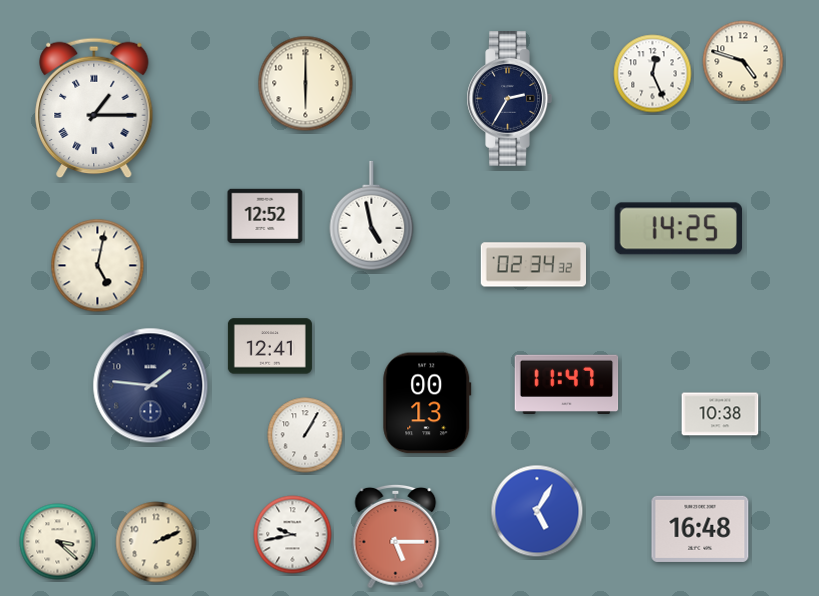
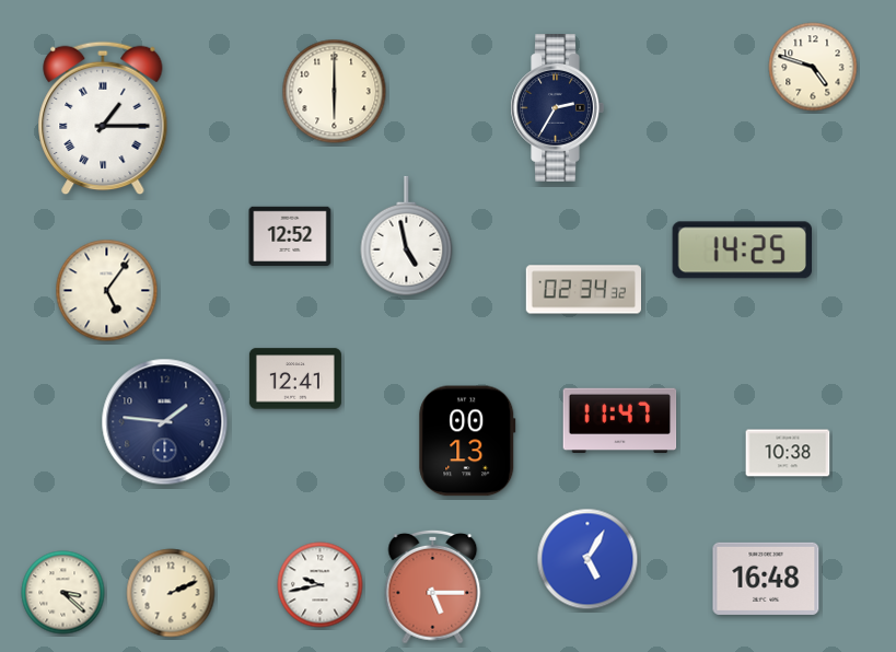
clock at (653, 74): 12:26 -> none
clock at (98, 266): 5:02 -> 5:06
clock at (305, 435): 1:05 -> none
